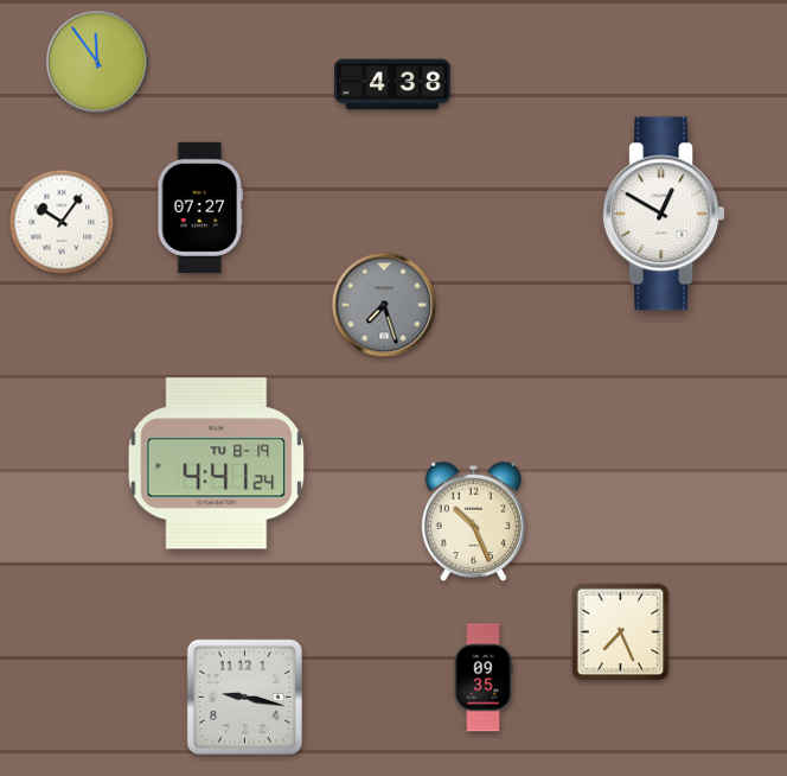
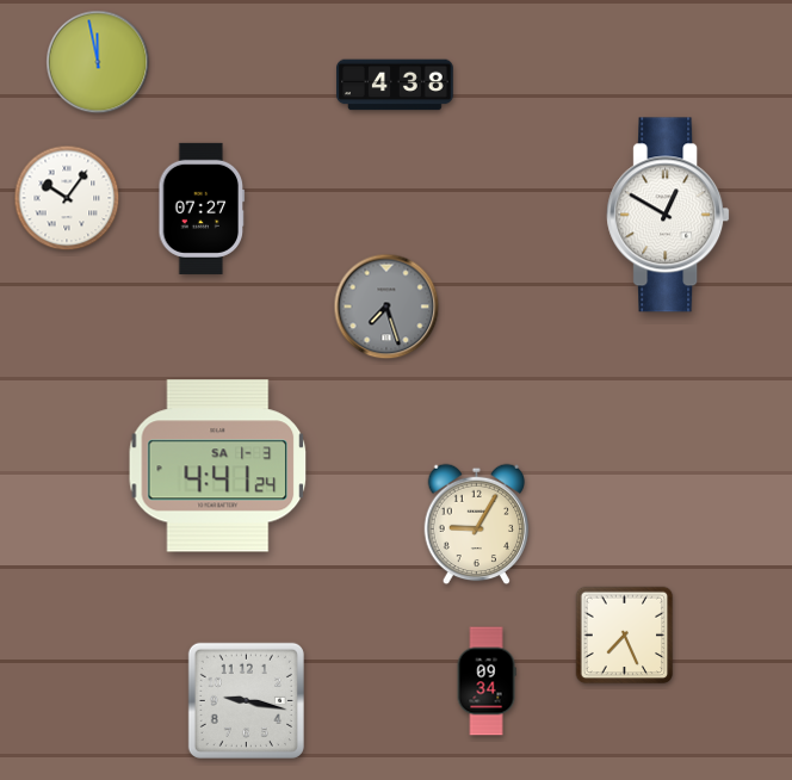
clock at (97, 62): 11:54 -> 11:58
clock at (62, 222) position: (62, 222) -> (67, 198)
clock at (217, 464) date: TU 8-19 -> SA 1-3
clock at (474, 522): 10:26 -> 9:05
clock at (484, 678): 09:35 -> 09:34
